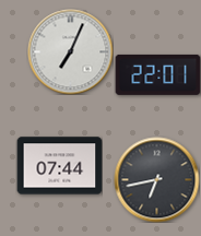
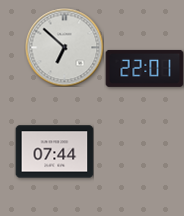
clock at (70, 51): 7:04 -> 6:52
clock at (156, 179): 6:43 -> none
